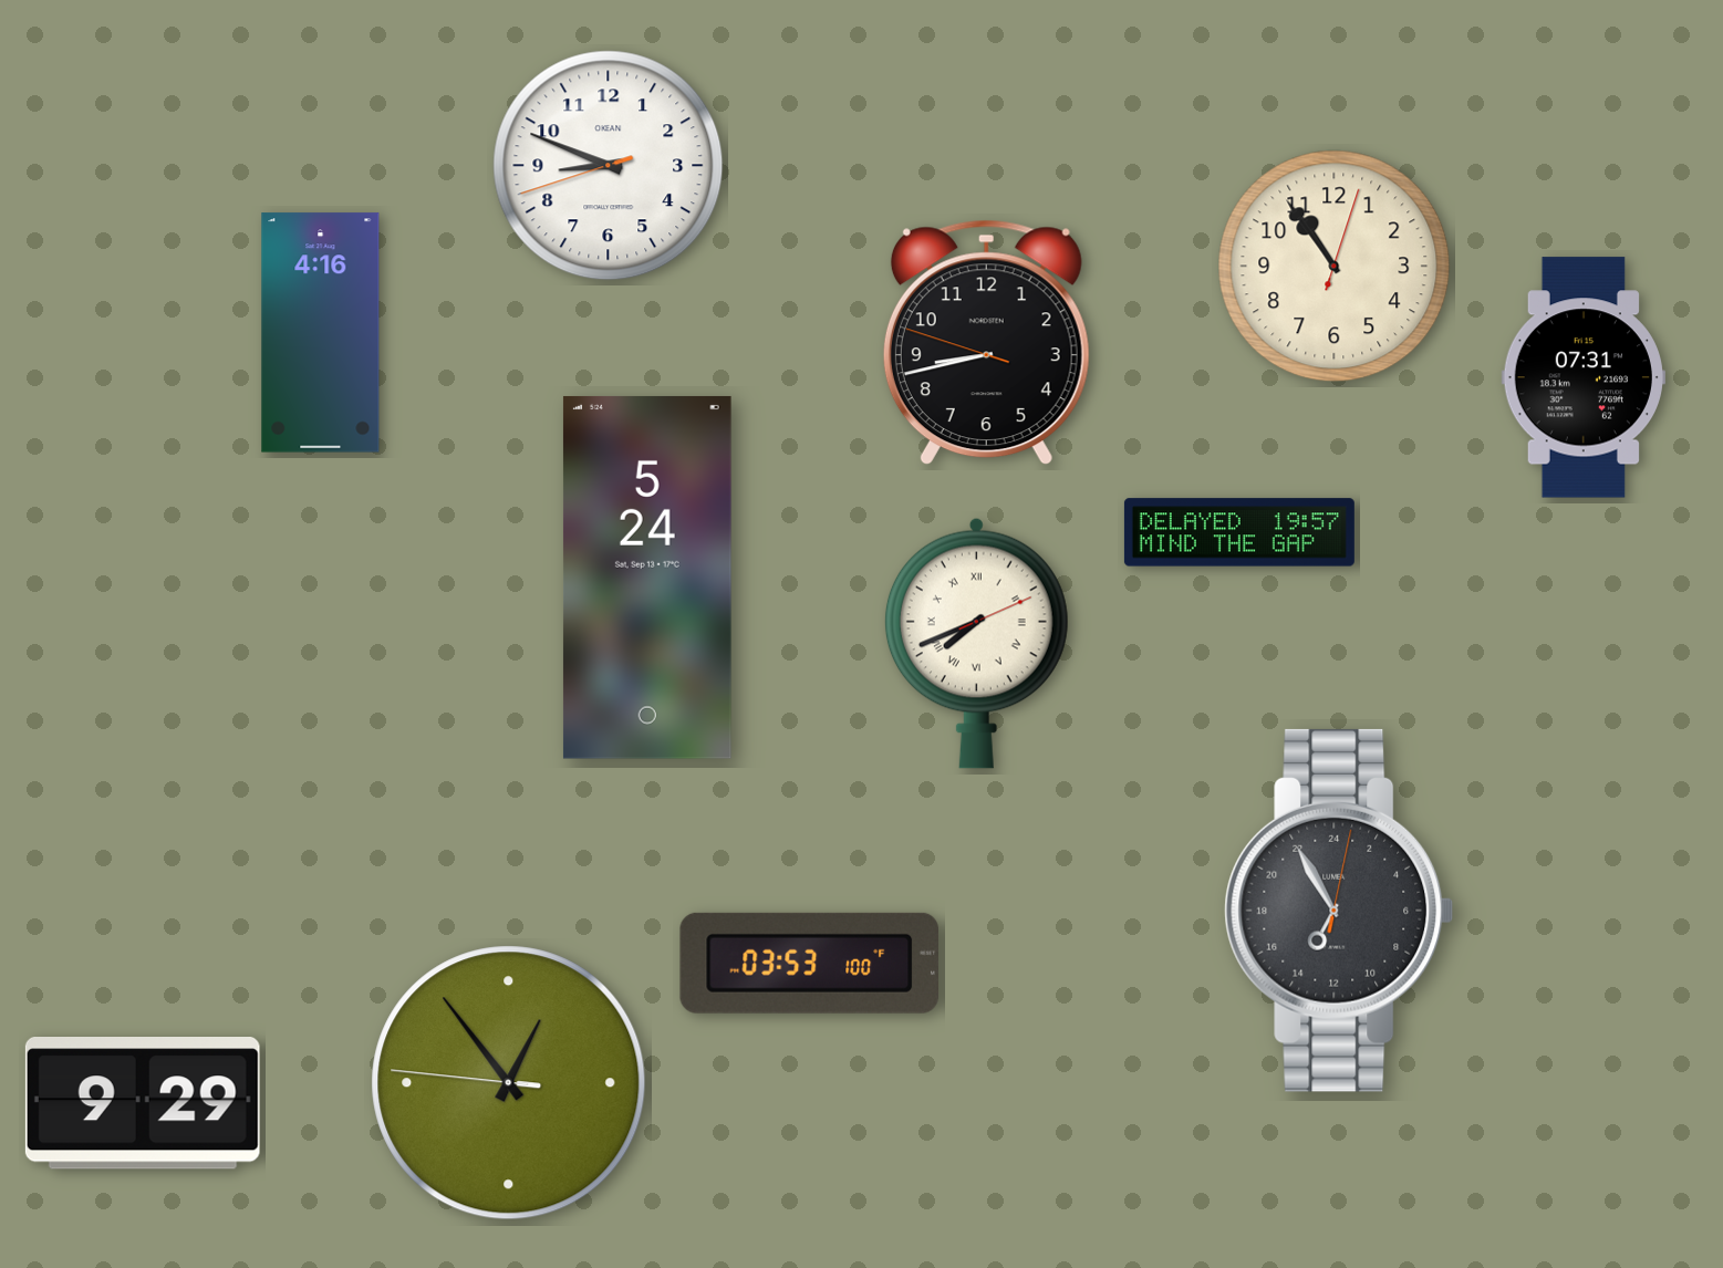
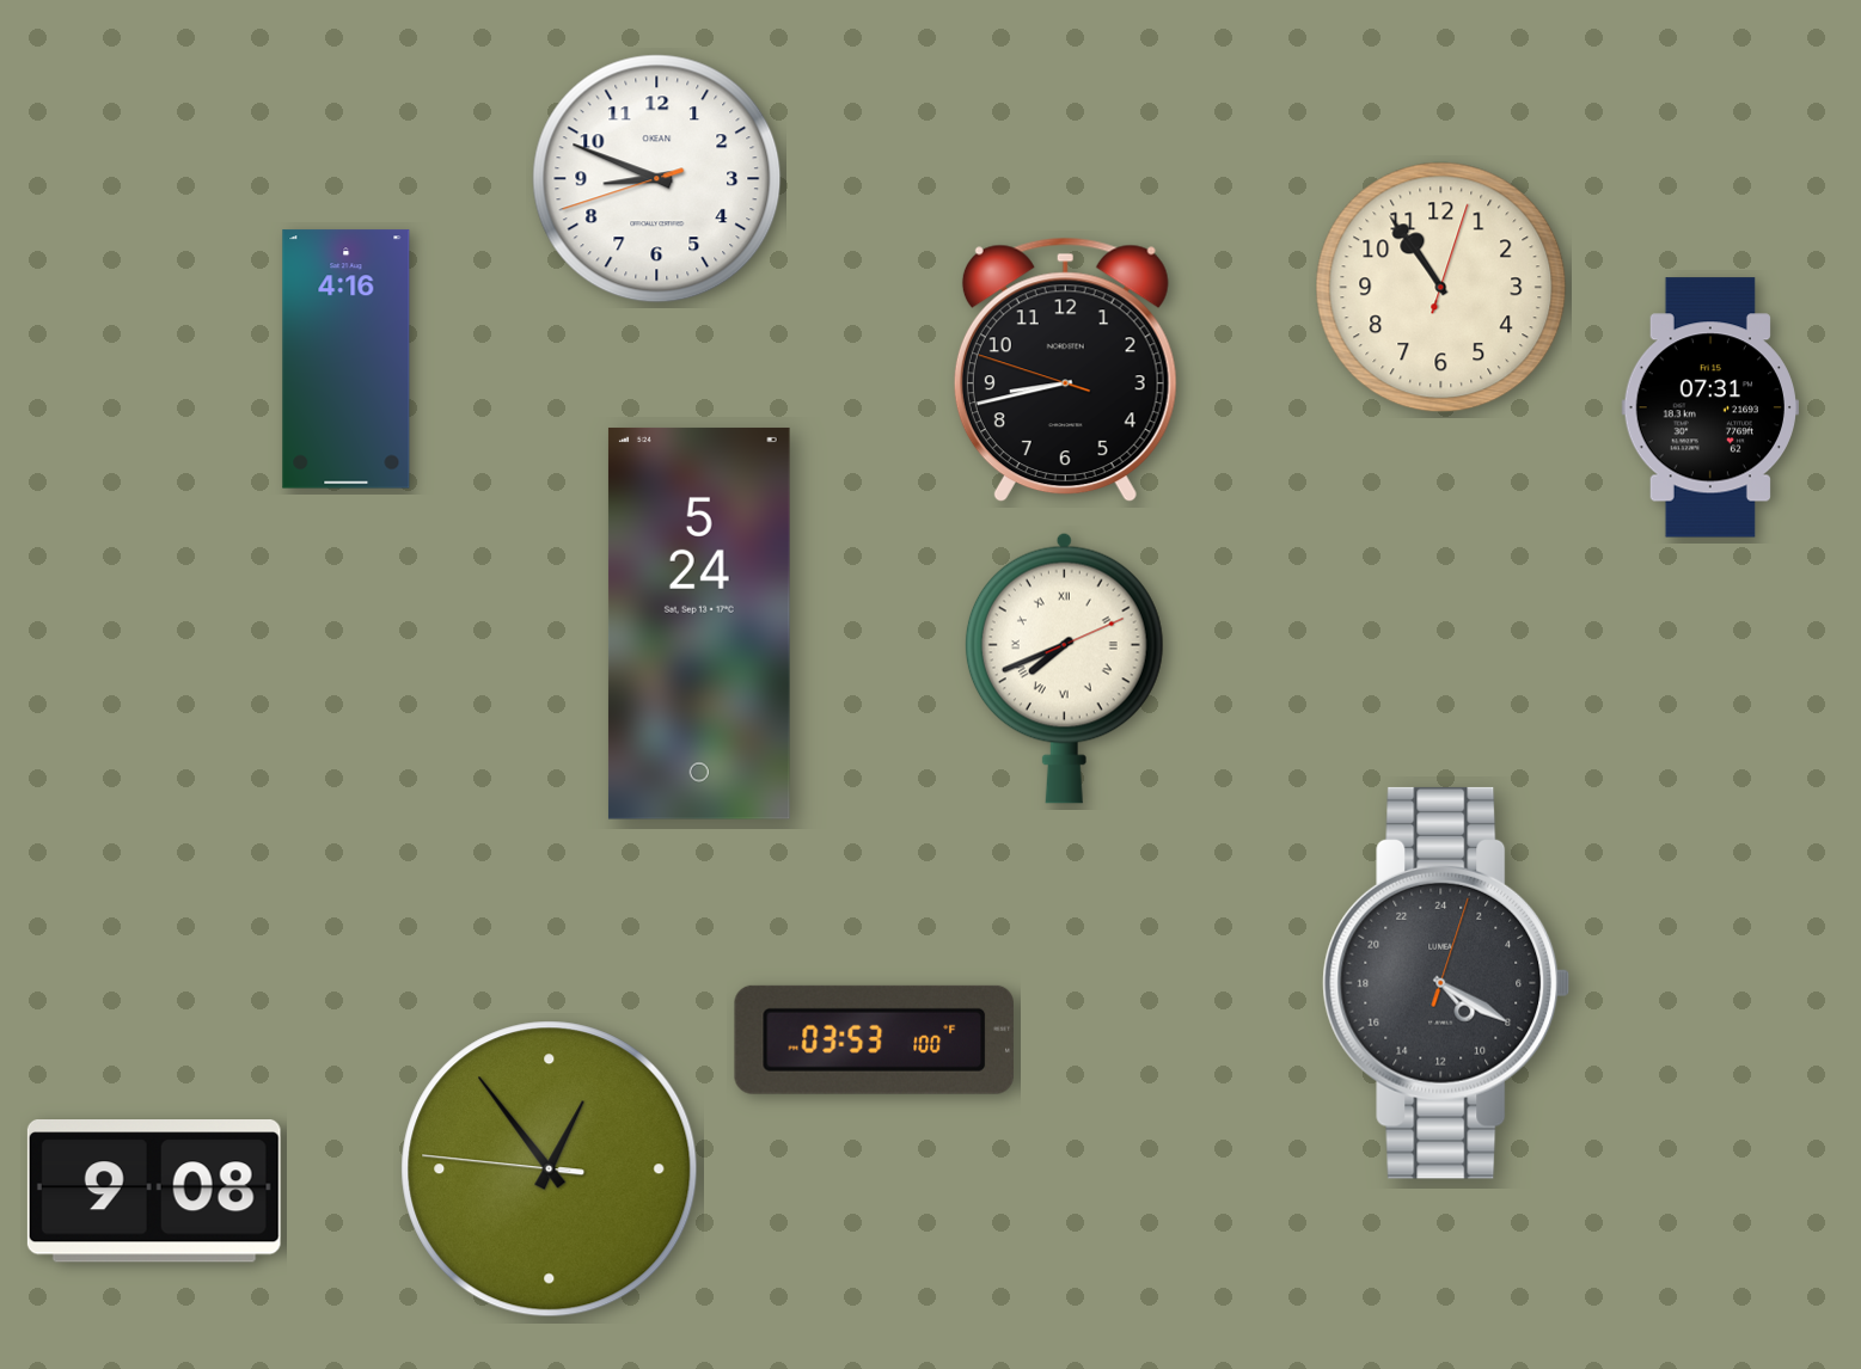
clock at (1239, 532): 19:57 -> none
clock at (976, 643) position: (976, 643) -> (1064, 668)
clock at (1339, 911): 13:55 -> 9:20
clock at (143, 1104): 9:29 -> 9:08
